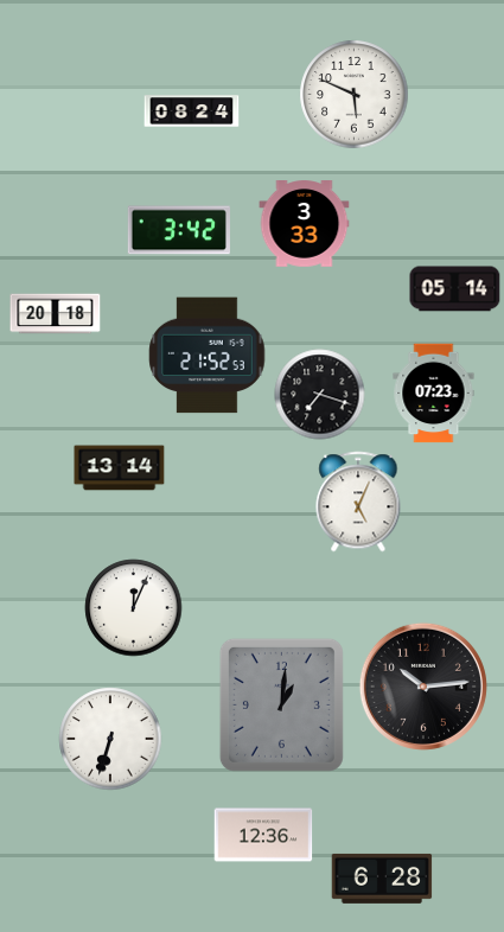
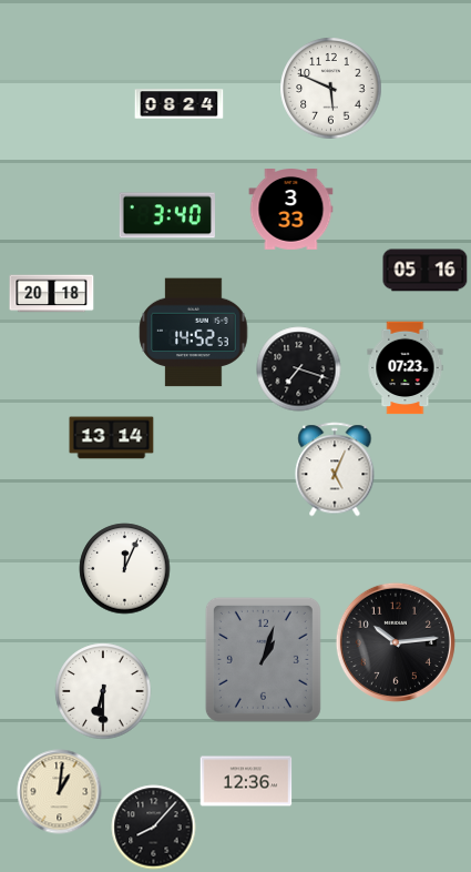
clock at (305, 224) position: (305, 224) -> (291, 210)
clock at (179, 230): 3:42 -> 3:40
clock at (455, 289): 05:14 -> 05:16
clock at (208, 356): 21:52 -> 14:52
clock at (281, 704): 1:01 -> 1:03
clock at (110, 739): 6:33 -> 6:30
clock at (60, 792): none -> 1:01
clock at (382, 879): 6:28 -> none
clock at (154, 828): none -> 8:07
